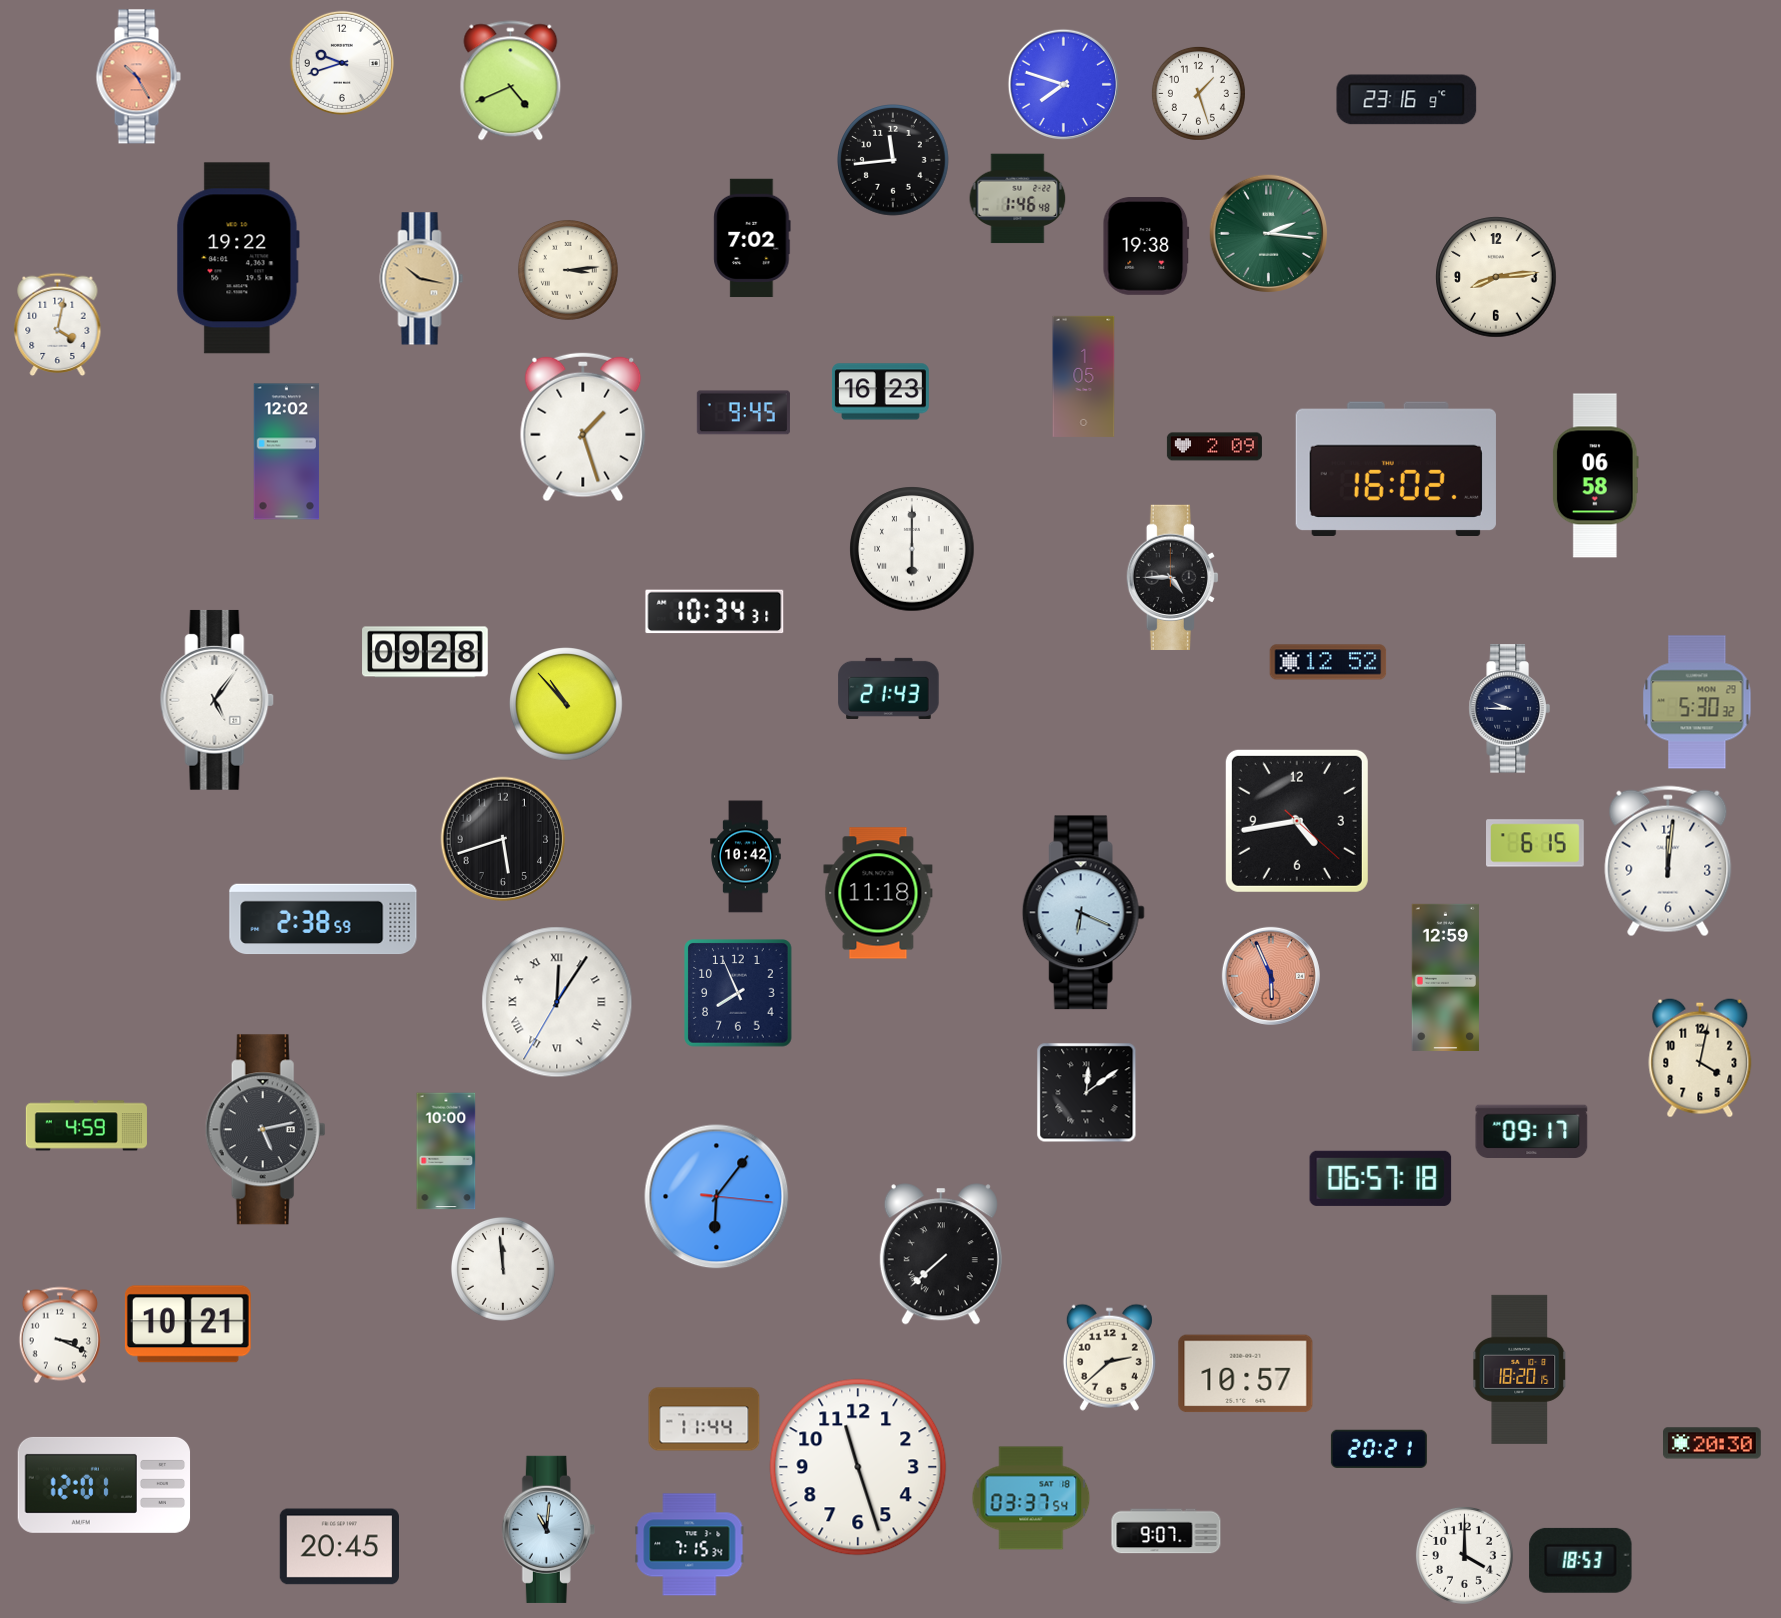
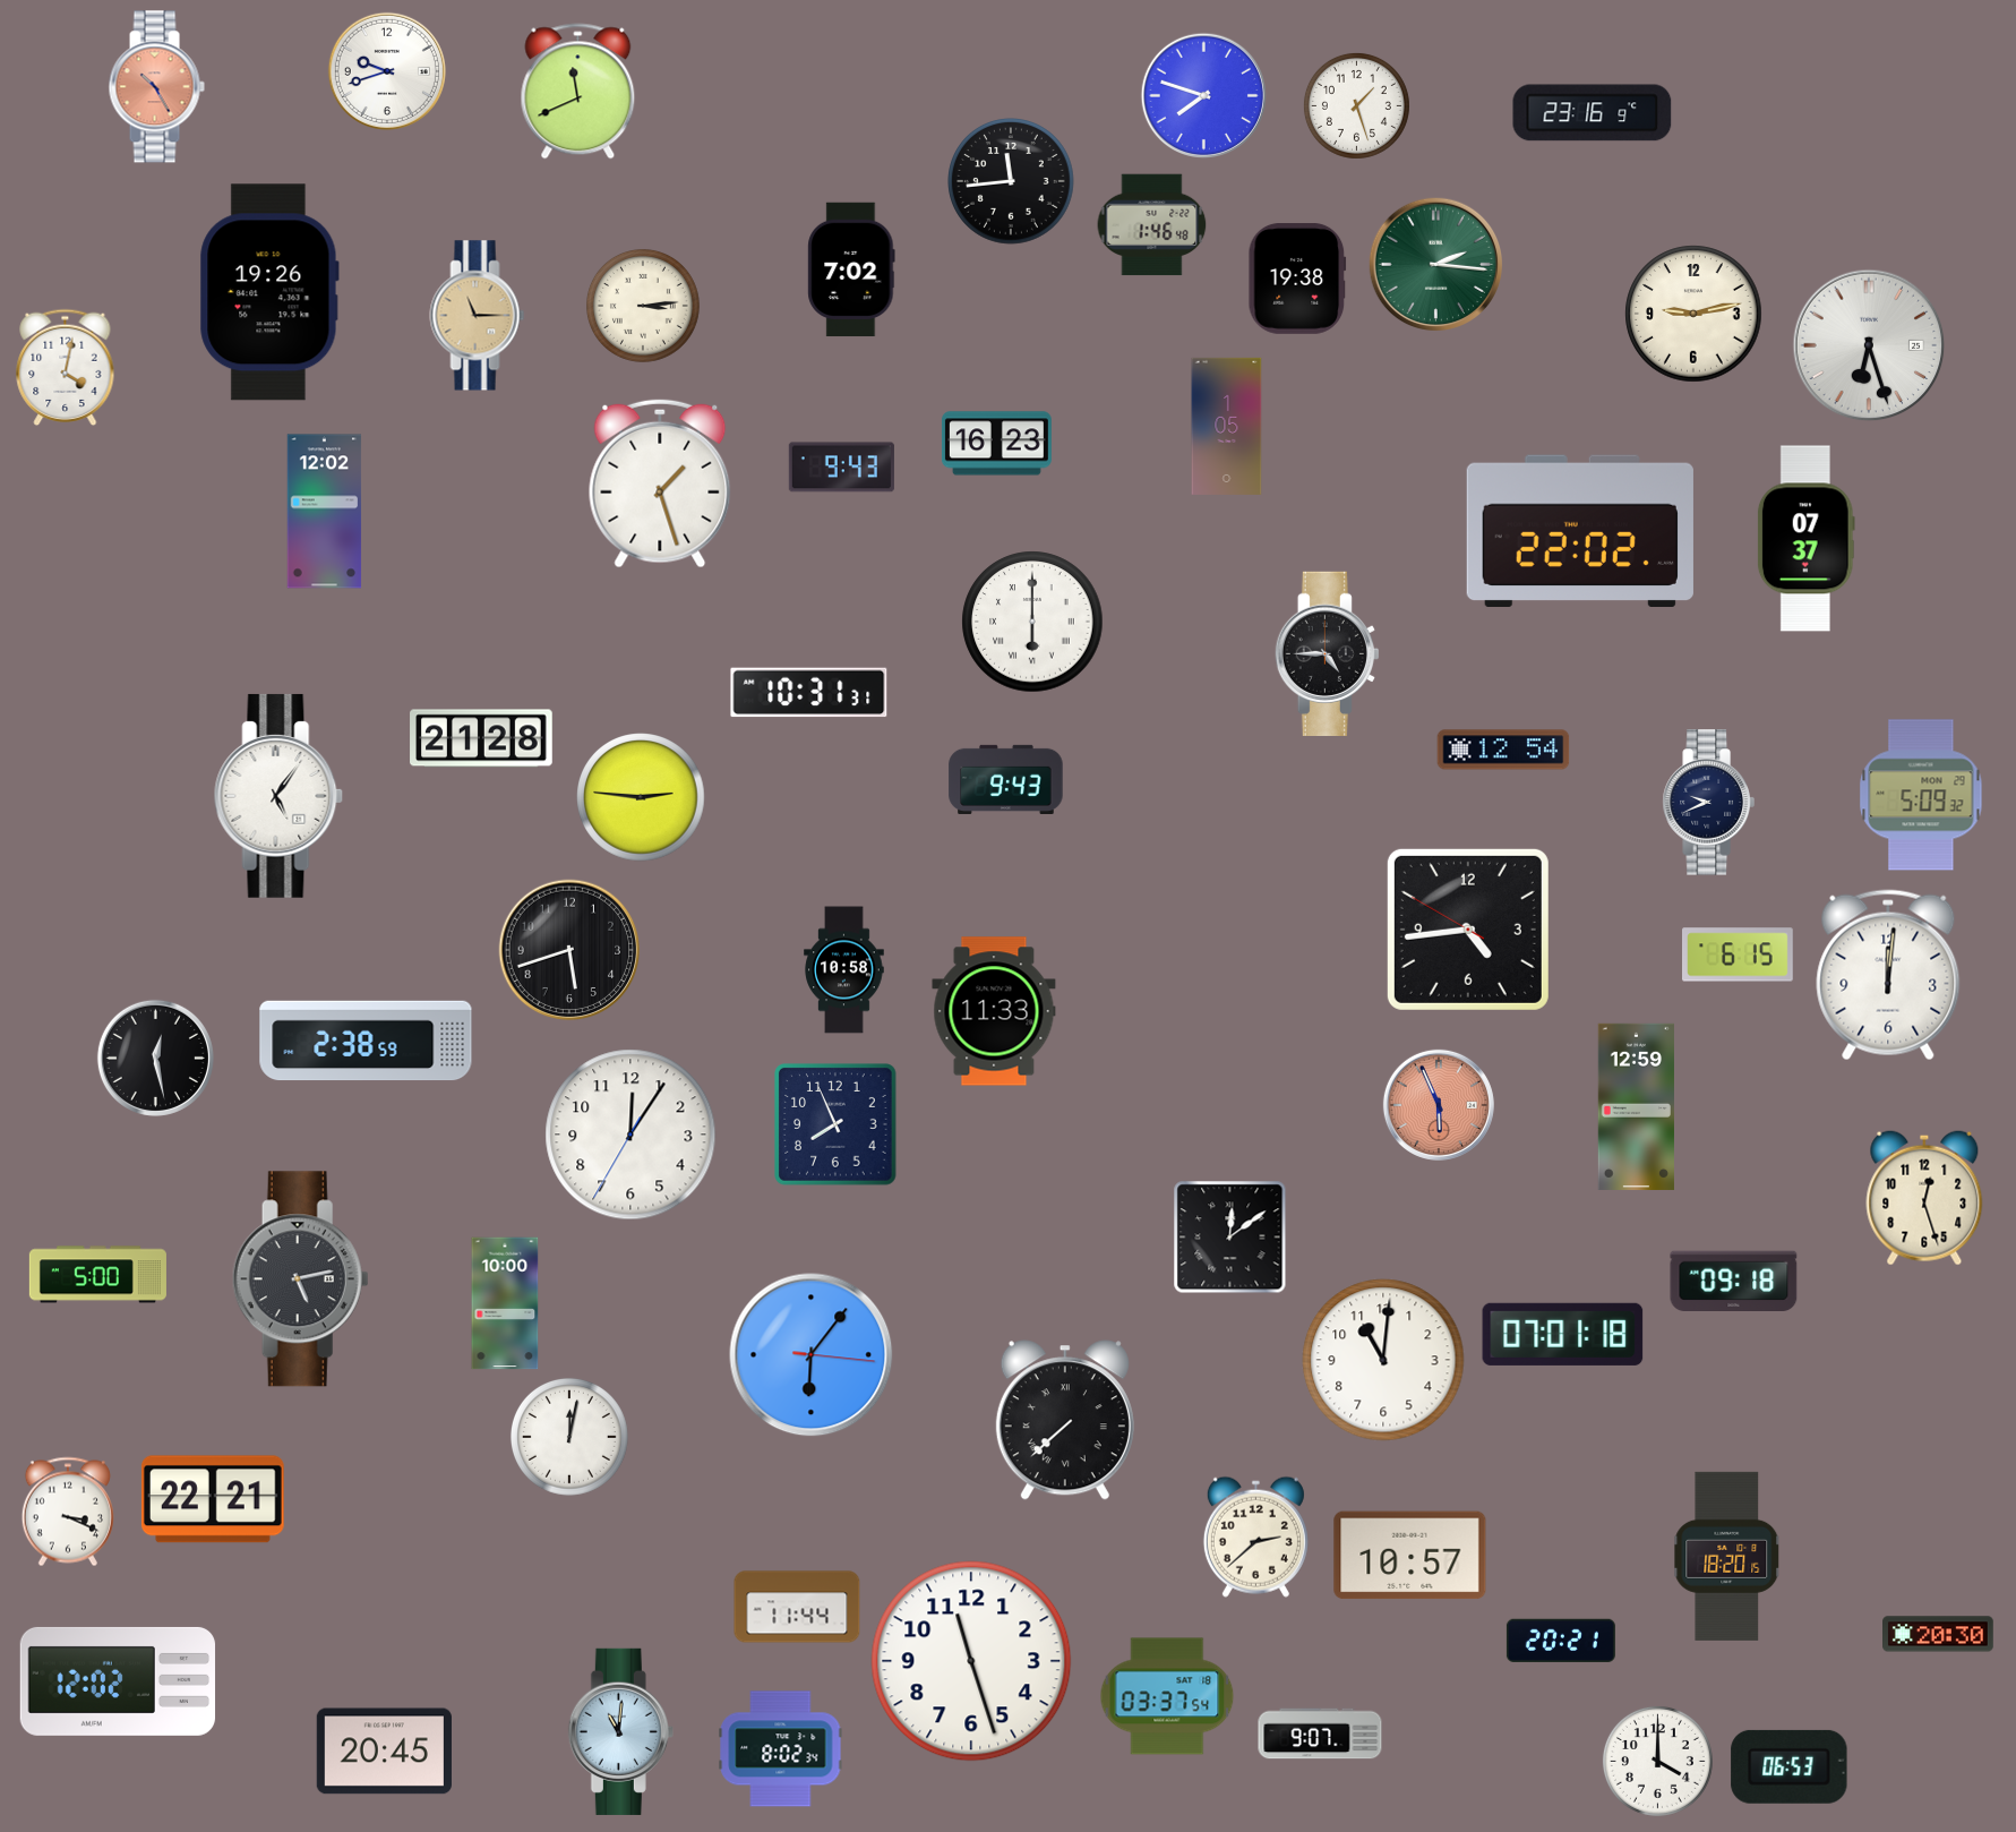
clock at (511, 81): 4:41 -> 11:41
clock at (238, 258): 19:22 -> 19:26
clock at (1496, 277): 8:14 -> 9:13
clock at (422, 279): 10:17 -> 11:15
clock at (1869, 345): none -> 6:27
clock at (743, 413): 9:45 -> 9:43
clock at (1214, 447): 2:09 -> none
clock at (1396, 468): 16:02 -> 22:02
clock at (1595, 476): 06:58 -> 07:37
clock at (715, 612): 10:34 -> 10:31
clock at (425, 652): 09:28 -> 21:28
clock at (1328, 662): 12:52 -> 12:54
clock at (889, 688): 21:43 -> 9:43
clock at (217, 700) position: (217, 700) -> (278, 796)
clock at (1697, 702): 5:30 -> 5:09
clock at (566, 704): 10:53 -> 2:46
clock at (1509, 709): 9:45 -> 9:41
clock at (1297, 821): 4:43:22 -> 4:43:50
clock at (746, 857): 10:42 -> 10:58
clock at (878, 893): 11:18 -> 11:33
clock at (1083, 913): 6:19 -> none
clock at (155, 1058): none -> 12:28
clock at (557, 1002) numerals: Roman -> Arabic
clock at (1700, 1058): 4:02 -> 12:27
clock at (86, 1126): 4:59 -> 5:00
clock at (1532, 1132): 09:17 -> 09:18
clock at (1381, 1178): 06:57 -> 07:01
clock at (1383, 1360): none -> 11:01
clock at (503, 1269): 11:59 -> 12:02
clock at (188, 1324): 10:21 -> 22:21
clock at (1520, 1369) position: (1520, 1369) -> (1727, 1556)
clock at (104, 1485): 12:01 -> 12:02
clock at (690, 1545): 7:15 -> 8:02
clock at (1581, 1560): 18:53 -> 06:53
